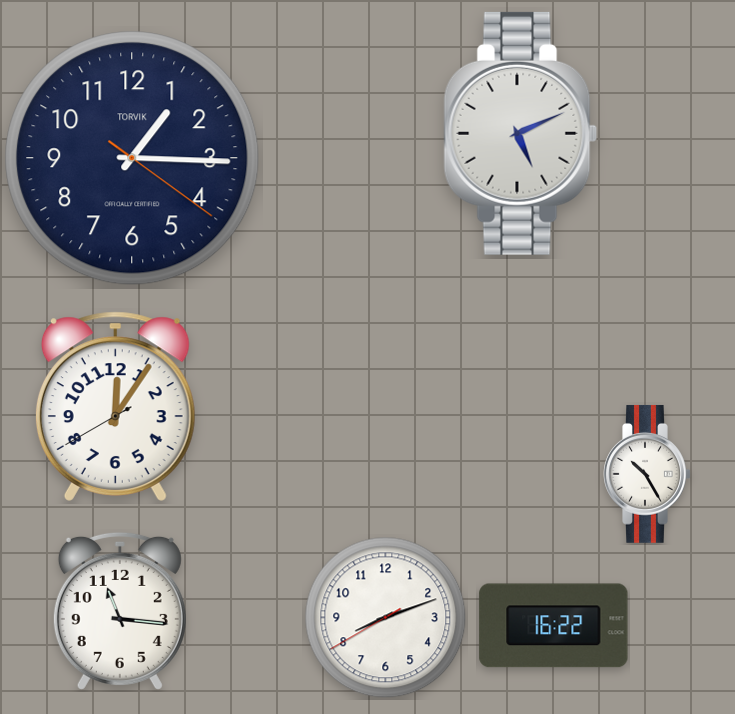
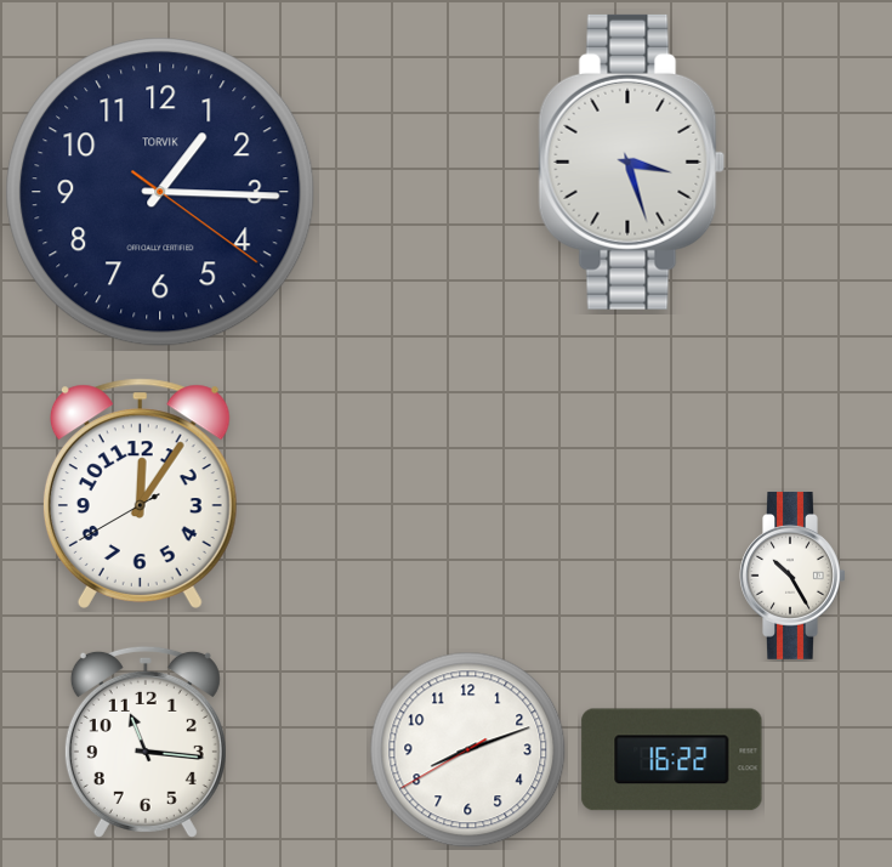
clock at (521, 133): 5:11 -> 3:27
clock at (647, 474) position: (647, 474) -> (792, 576)
